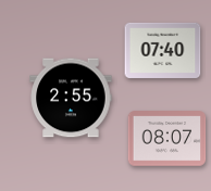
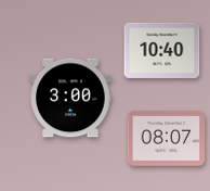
clock at (163, 50): 07:40 -> 10:40
clock at (71, 98): 2:55 -> 3:00
